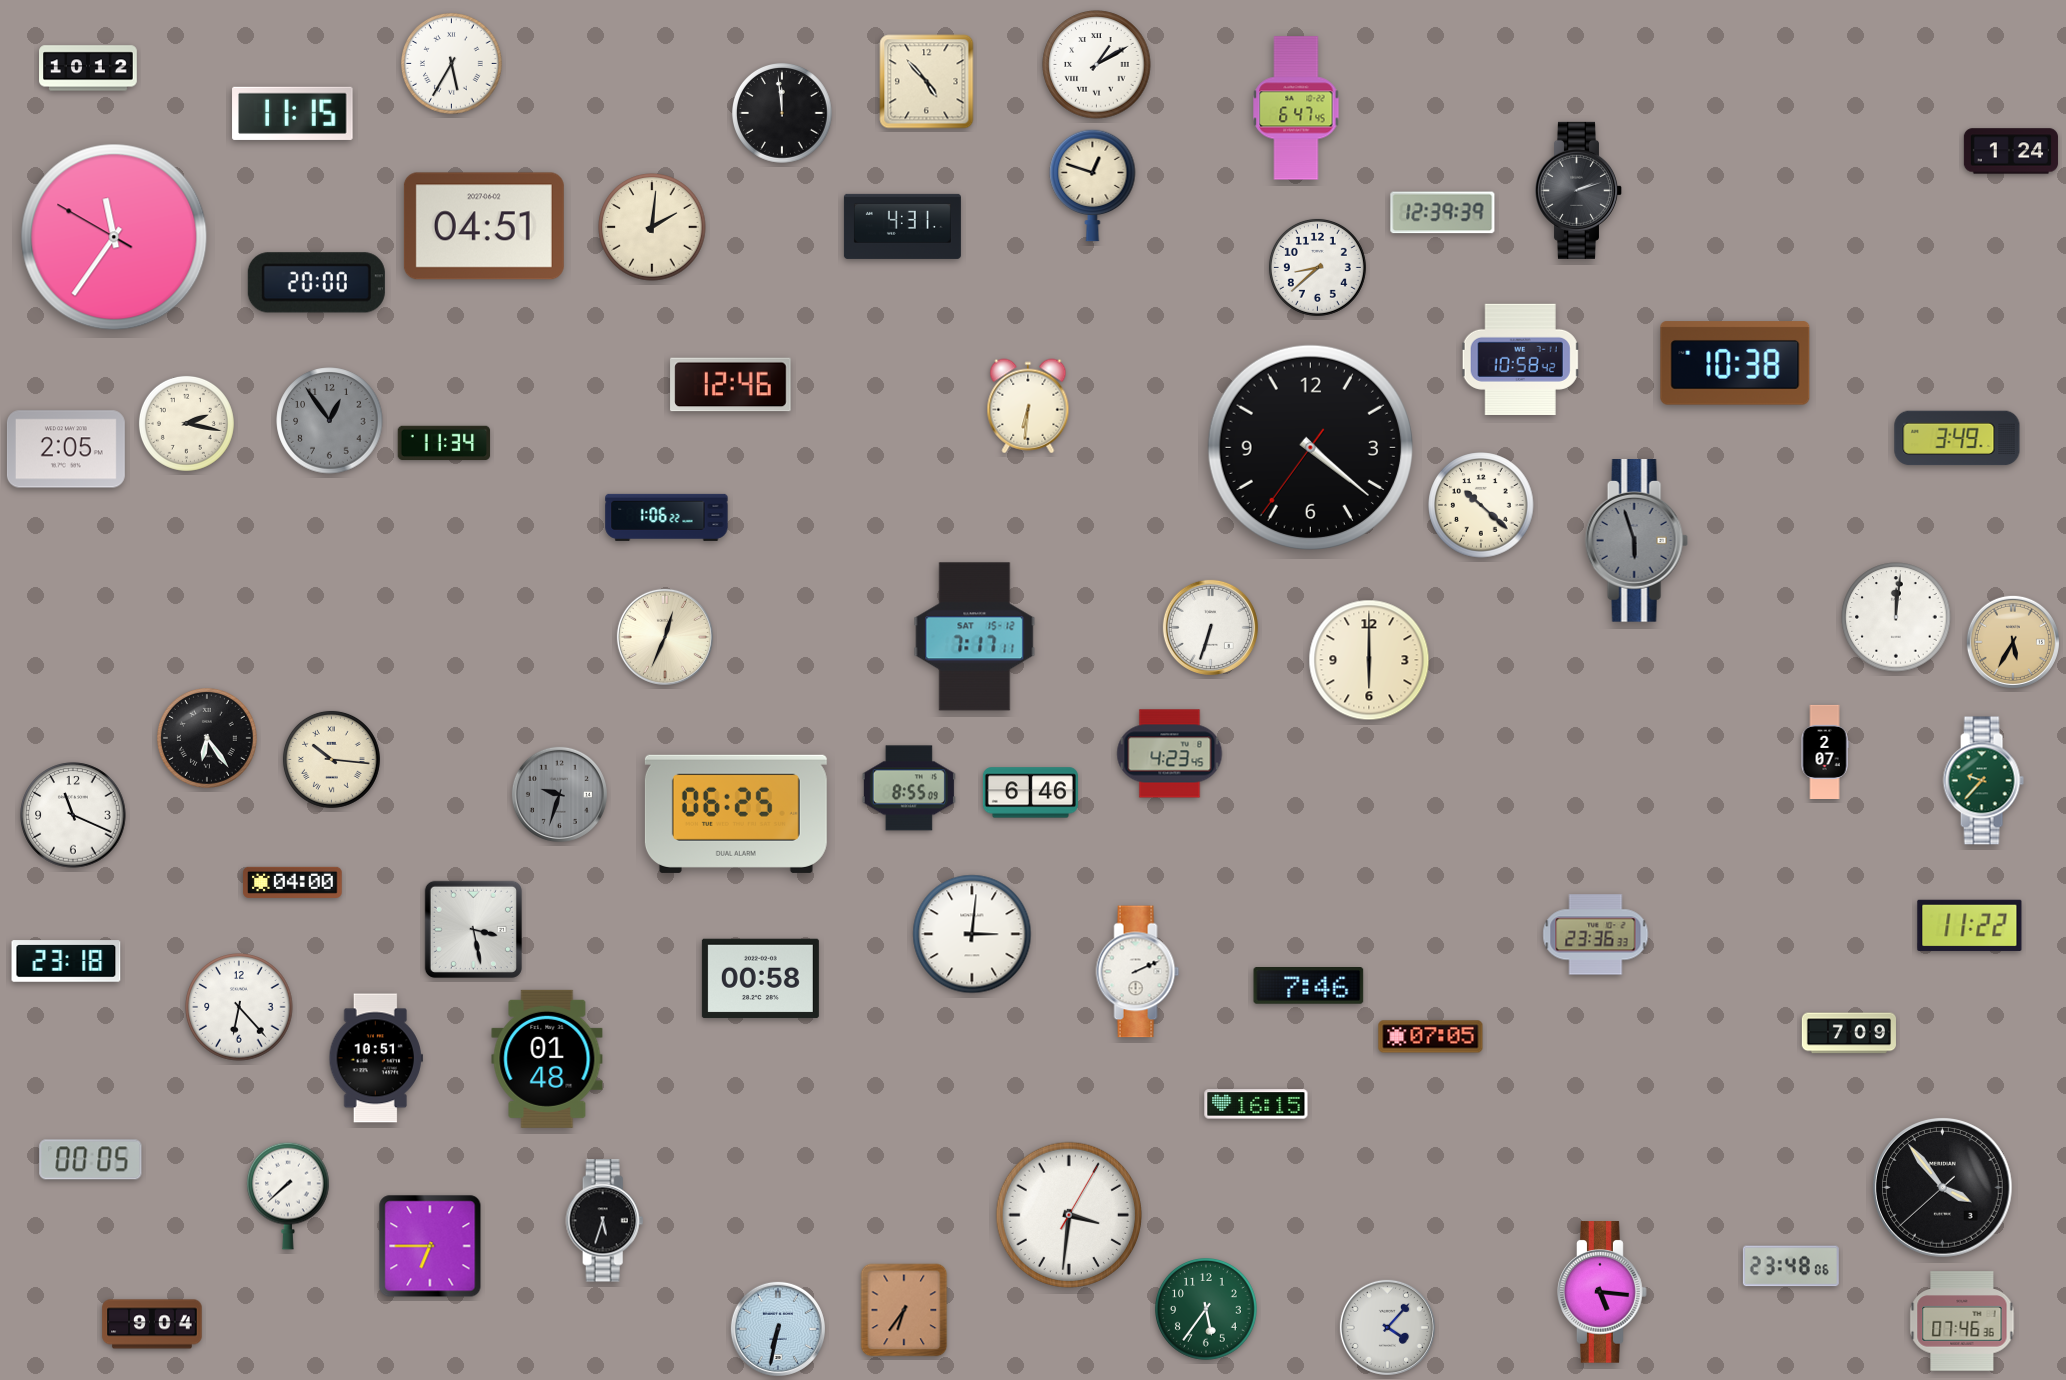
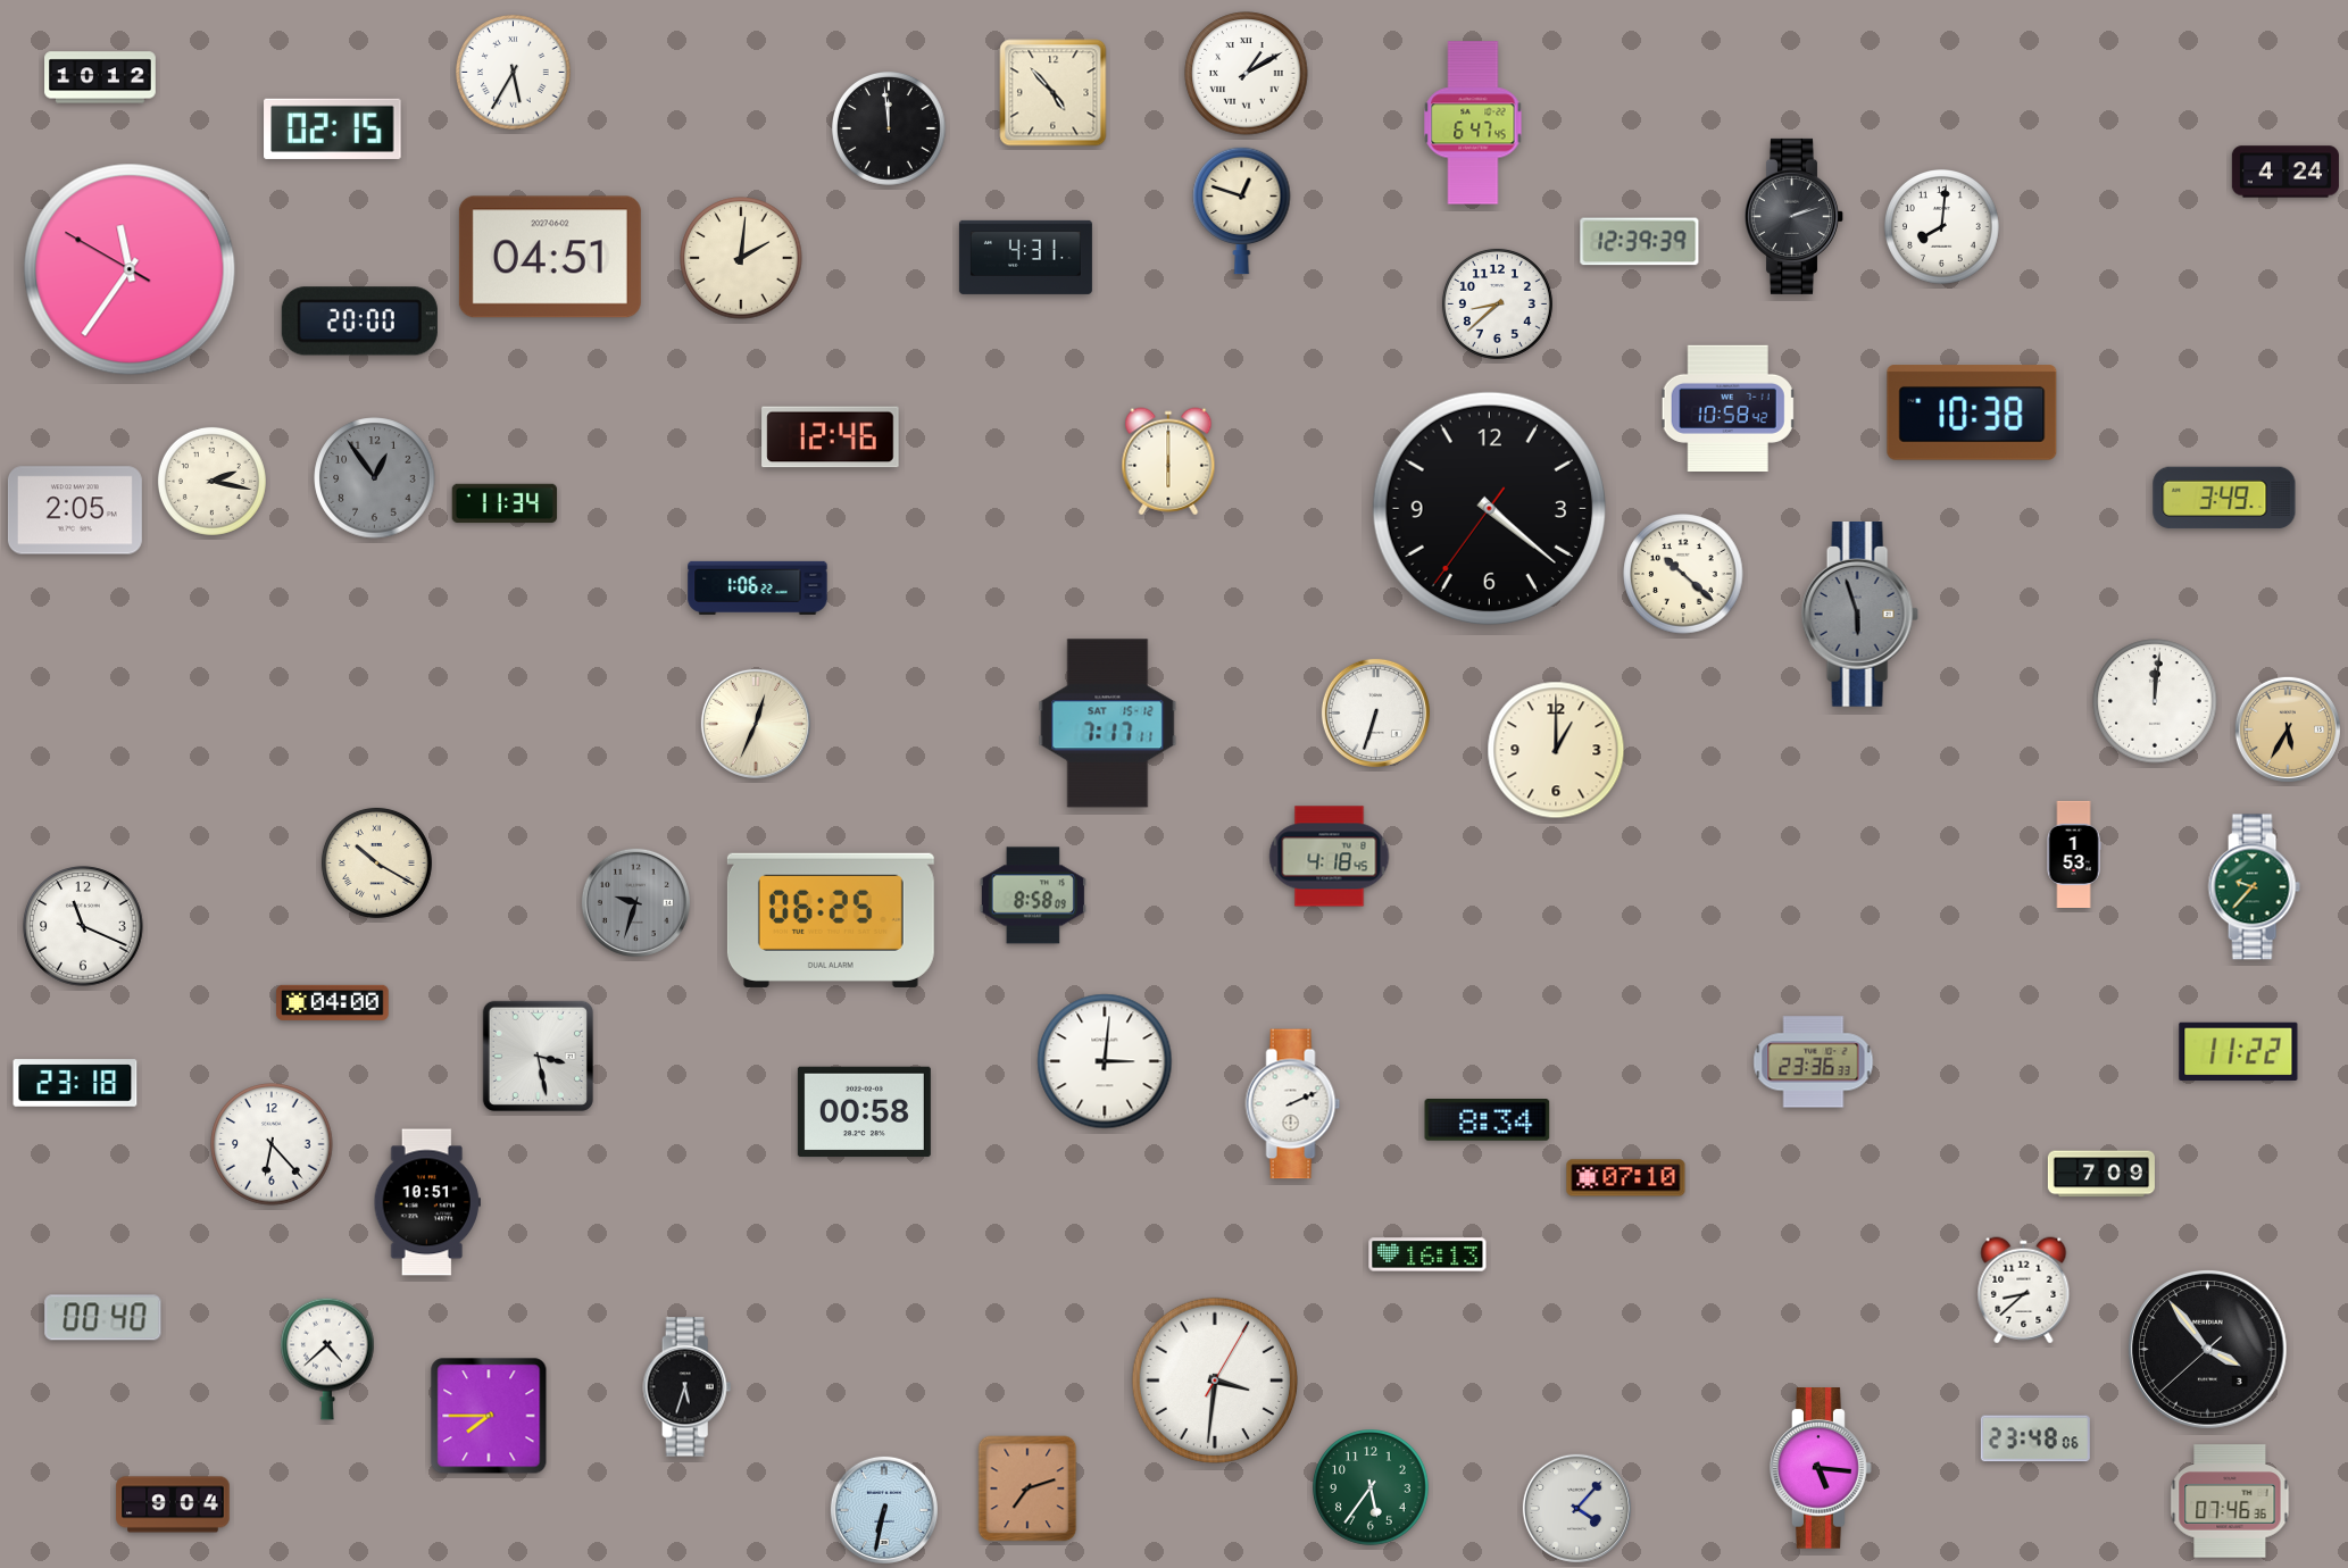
clock at (293, 113): 11:15 -> 02:15
clock at (2011, 151): 1:24 -> 4:24
clock at (1942, 227): none -> 8:01
clock at (1028, 406): 6:31 -> 6:00
clock at (1369, 660): 6:00 -> 1:00
clock at (208, 739): 6:24 -> none
clock at (1825, 751): 2:07 -> 1:53
clock at (1170, 754): 4:23 -> 4:18
clock at (331, 759): 10:16 -> 10:20
clock at (909, 788): 8:55 -> 8:58
clock at (1030, 793): 6:46 -> none
clock at (736, 814) position: (736, 814) -> (831, 920)
clock at (66, 961) position: (66, 961) -> (75, 1083)
clock at (1309, 986): 7:46 -> 8:34
clock at (1431, 1037): 07:05 -> 07:10
clock at (547, 1059): 01:48 -> none
clock at (1256, 1104): 16:15 -> 16:13
clock at (2024, 1291): none -> 8:38
clock at (91, 1160): 00:05 -> 00:40
clock at (288, 1196): 7:38 -> 4:38
clock at (430, 1246): 6:45 -> 7:45
clock at (904, 1310): 6:36 -> 7:12
